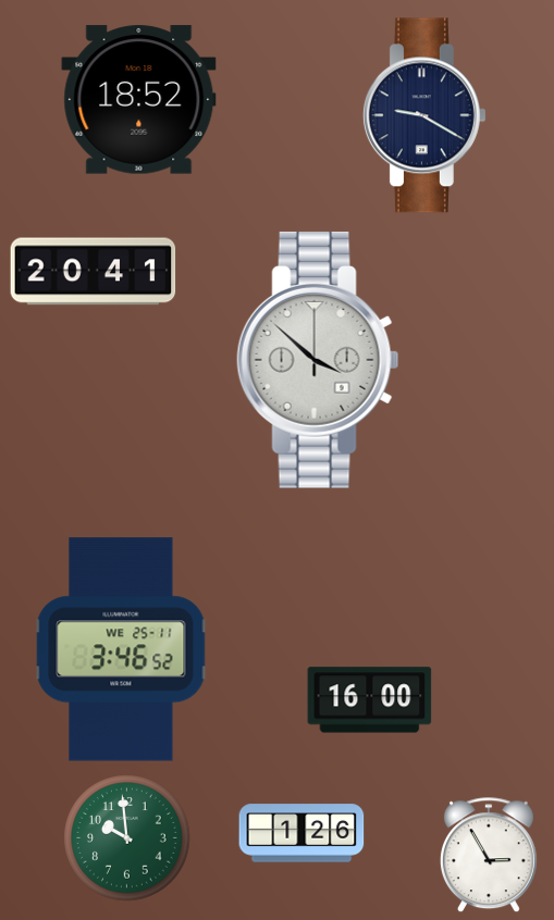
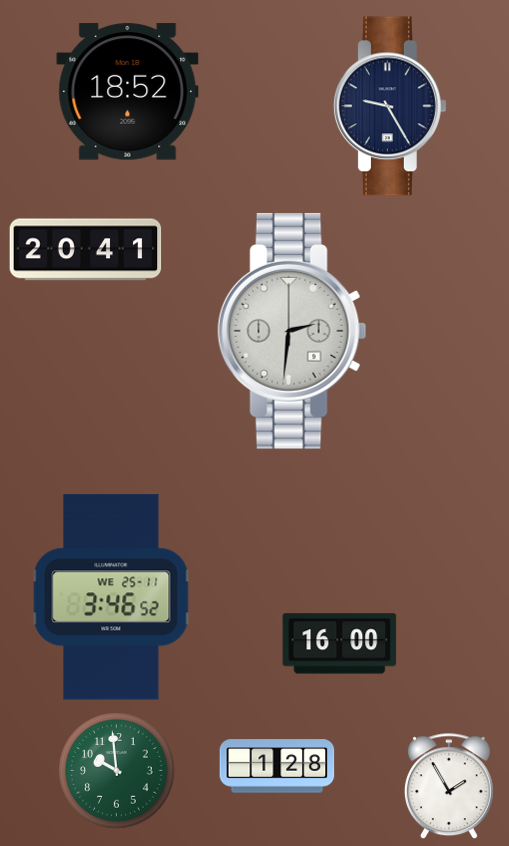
clock at (424, 115): 9:20 -> 9:25
clock at (318, 360): 3:52 -> 2:31
clock at (301, 833): 1:26 -> 1:28
clock at (489, 856): 2:55 -> 1:55
